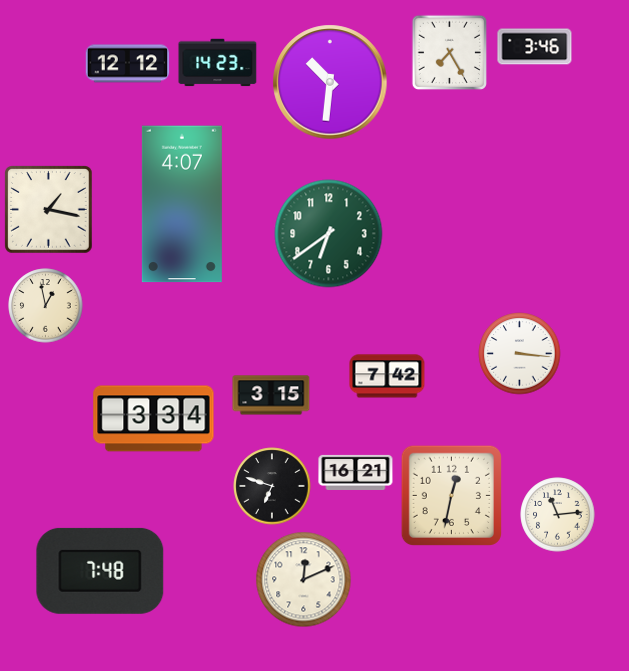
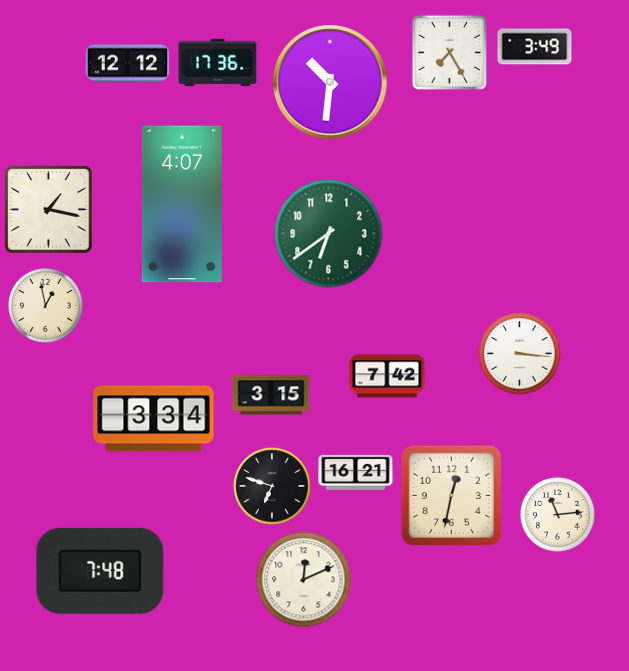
clock at (535, 47): 3:46 -> 3:49
clock at (218, 63): 14:23 -> 17:36
